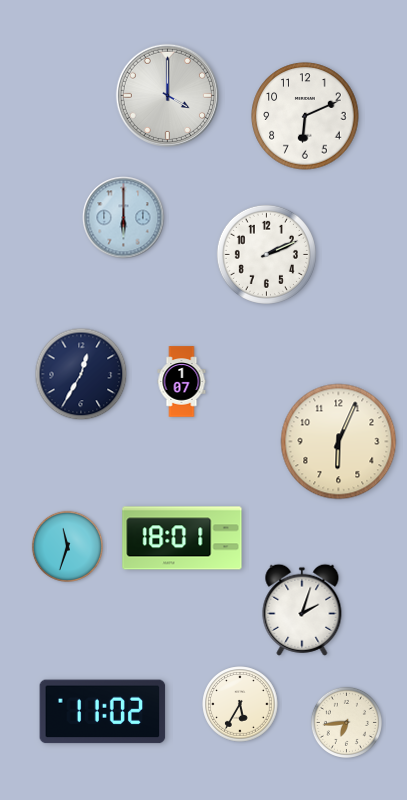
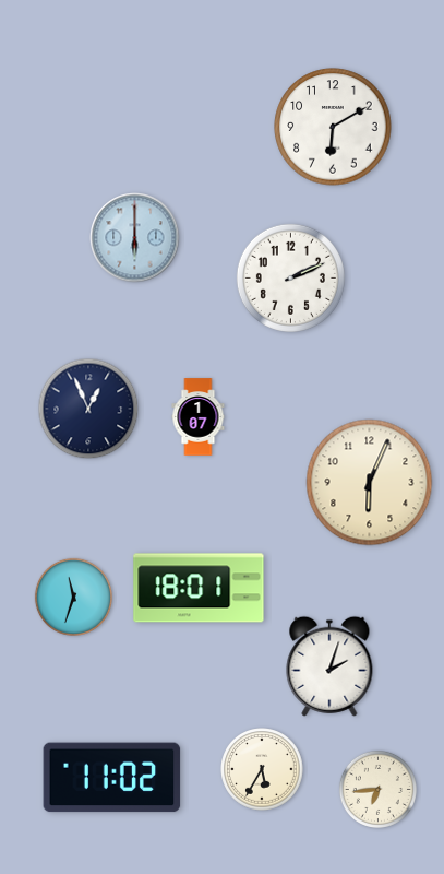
clock at (167, 95): 4:00 -> none
clock at (305, 116): 6:11 -> 6:10
clock at (81, 374): 12:35 -> 12:56
